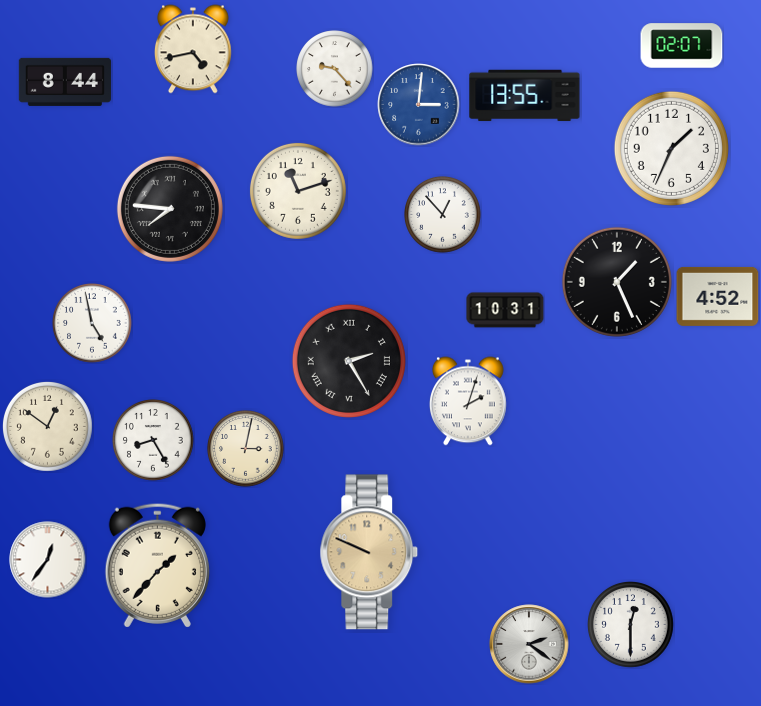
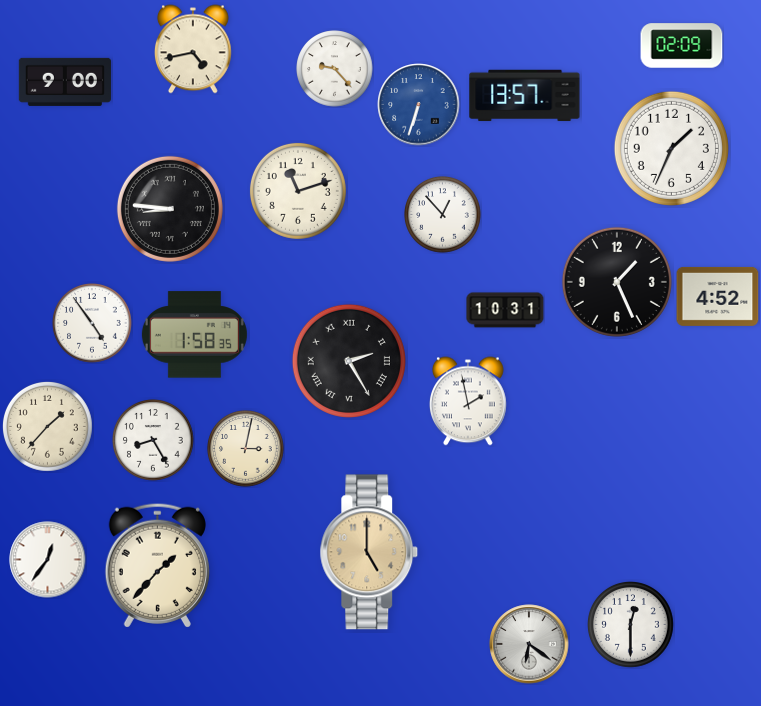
clock at (682, 46): 02:07 -> 02:09
clock at (65, 82): 8:44 -> 9:00
clock at (525, 96): 13:55 -> 13:57
clock at (419, 105): 3:01 -> 6:33
clock at (170, 209): 7:46 -> 8:46
clock at (92, 323): 4:58 -> 4:54
clock at (194, 335): none -> 1:58
clock at (469, 401): 2:03 -> 1:58
clock at (47, 426): 12:51 -> 1:37
clock at (369, 552): 9:49 -> 5:00
clock at (529, 644): 2:21 -> 6:21
